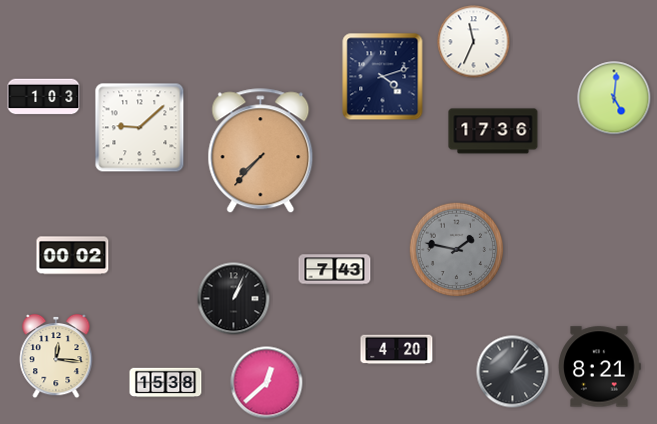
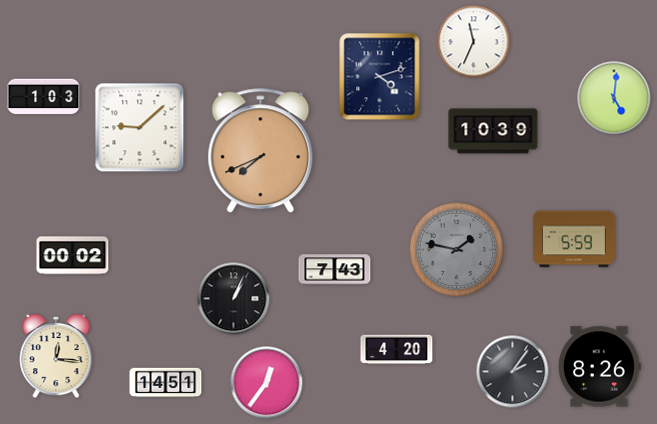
clock at (383, 77) position: (383, 77) -> (380, 77)
clock at (493, 131): 17:36 -> 10:39
clock at (261, 151): 7:37 -> 7:41
clock at (574, 239): none -> 5:59
clock at (600, 367): 8:21 -> 8:26
clock at (166, 383): 15:38 -> 14:51
clock at (267, 383): 12:38 -> 12:36
